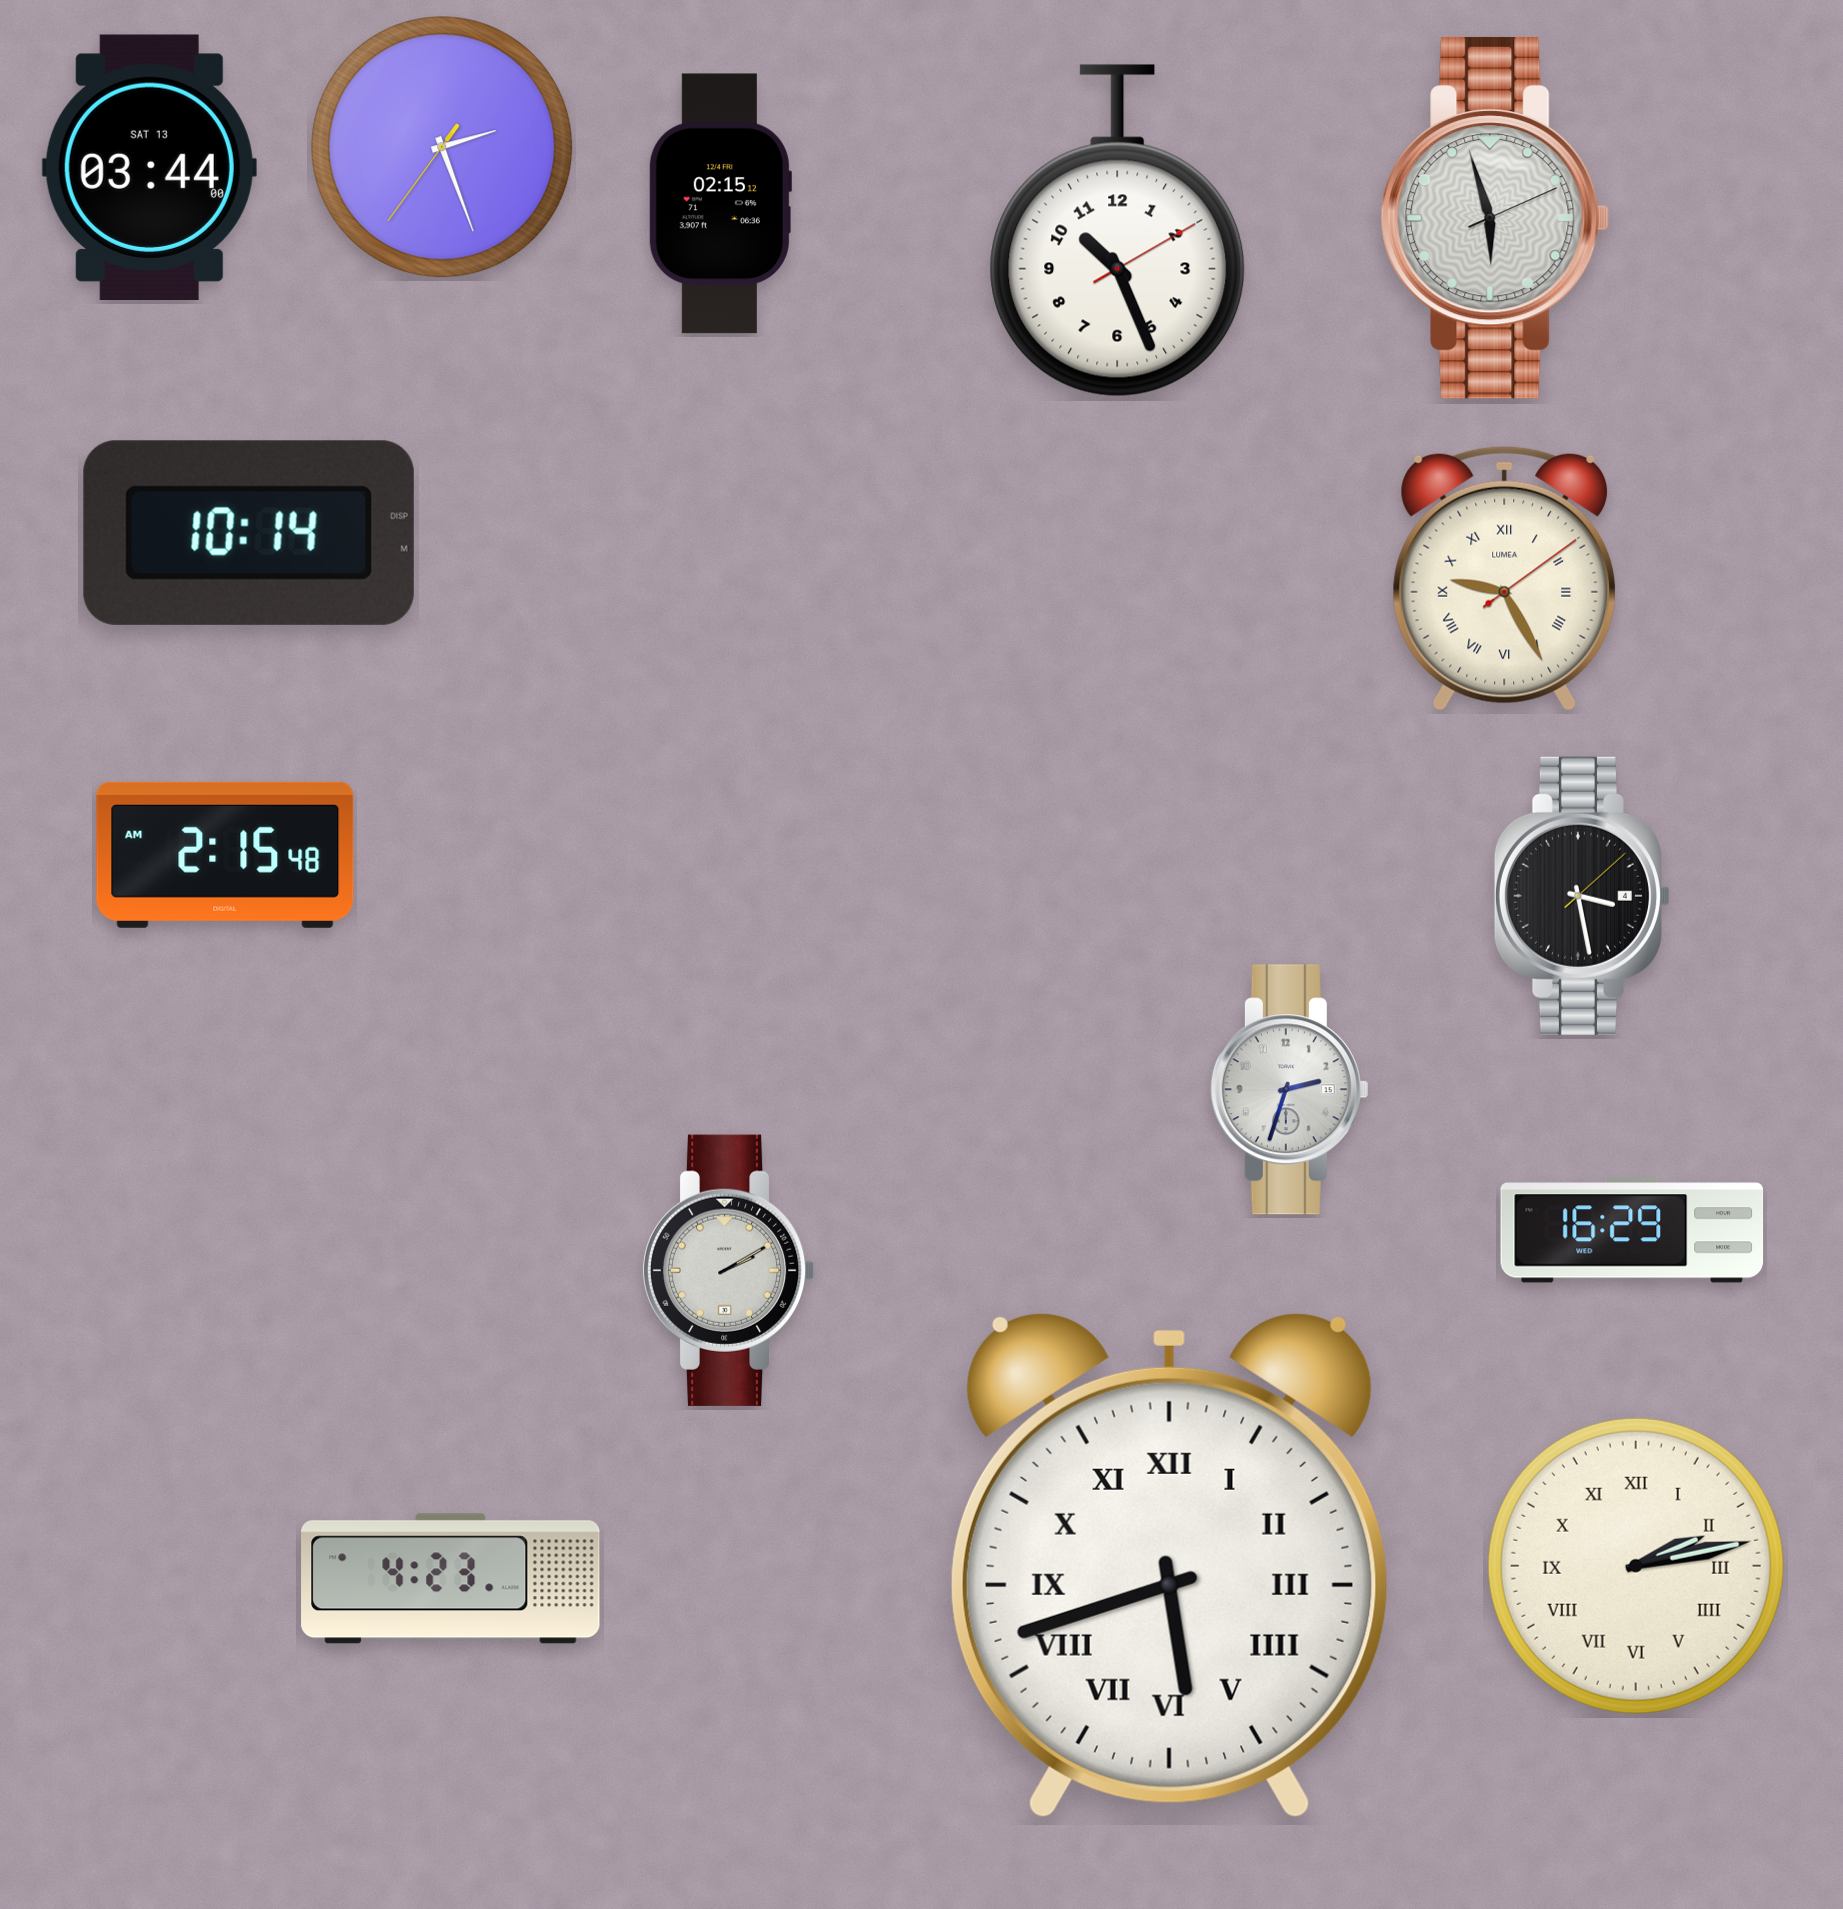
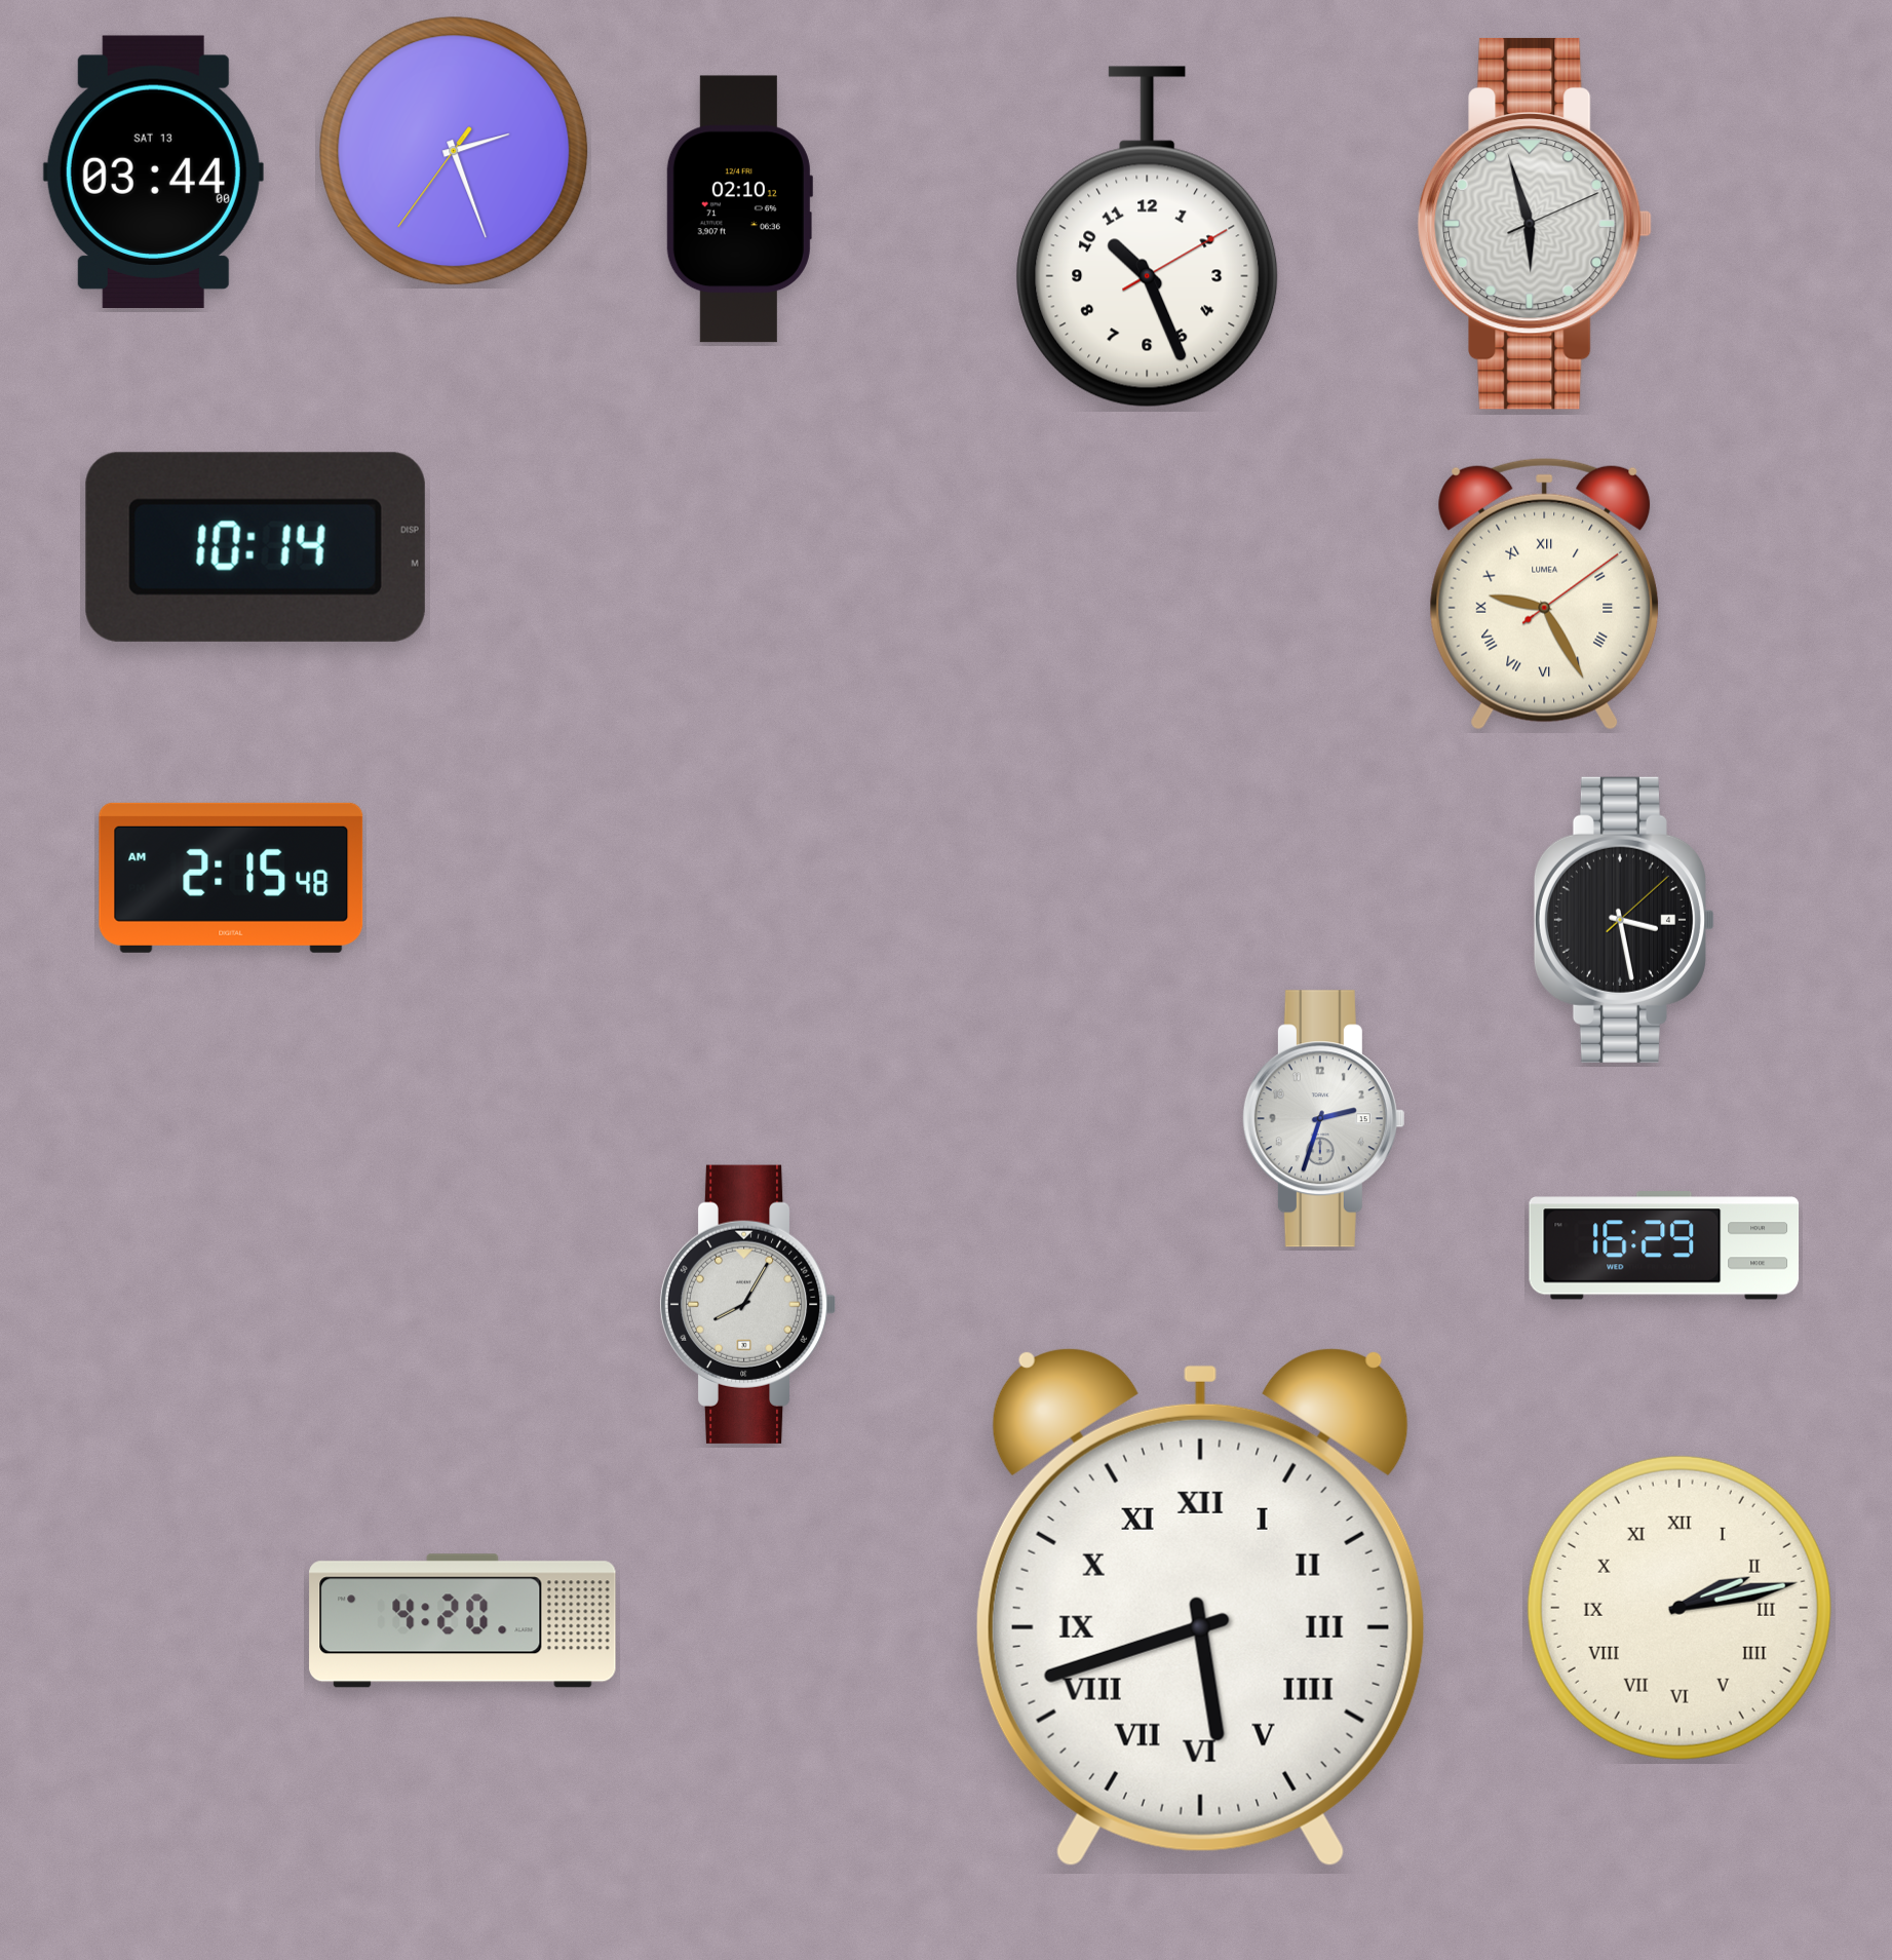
clock at (720, 204): 02:15 -> 02:10
clock at (1632, 1230) position: (1632, 1230) -> (1664, 1245)
clock at (728, 1270): 2:10 -> 8:05
clock at (451, 1579): 4:23 -> 4:20
